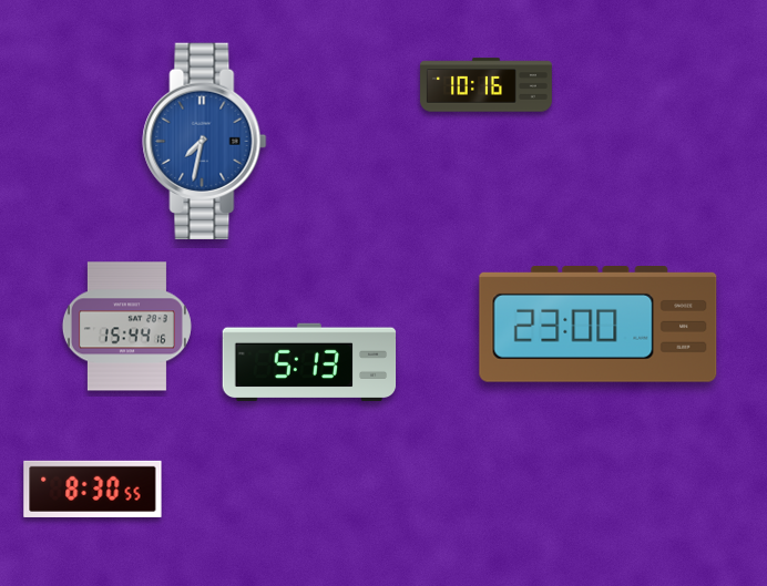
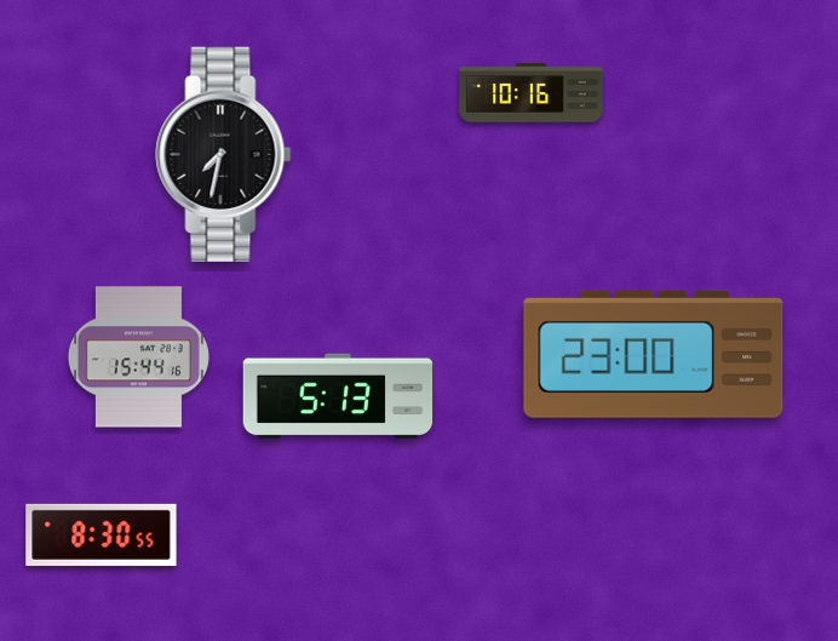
clock at (205, 141) dial: blue -> black
